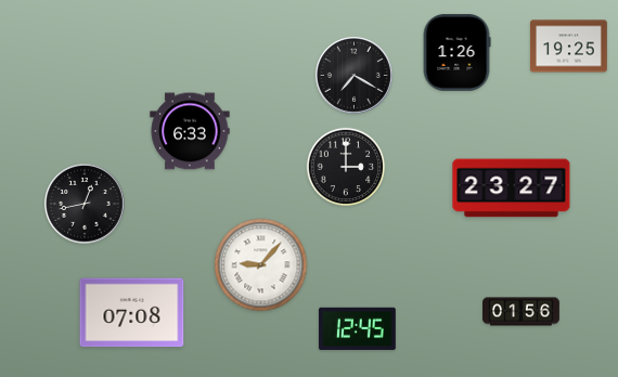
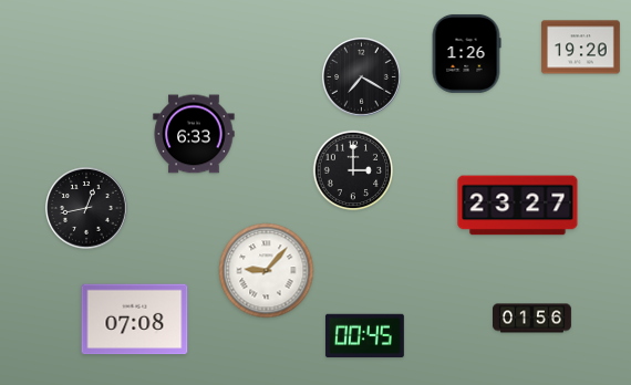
clock at (568, 47): 19:25 -> 19:20
clock at (512, 188) position: (512, 188) -> (518, 206)
clock at (357, 329): 12:45 -> 00:45
